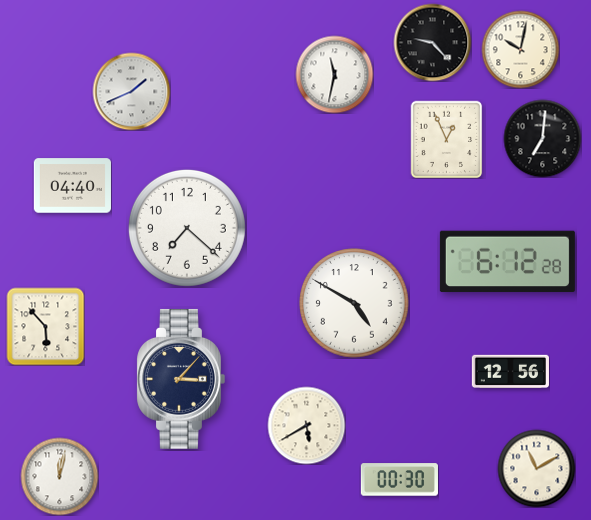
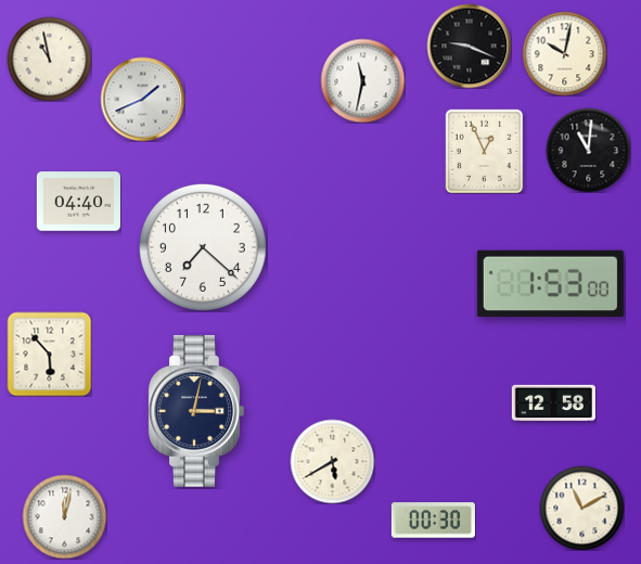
clock at (432, 42): 9:23 -> 9:19
clock at (49, 59): none -> 10:58
clock at (542, 138): 7:01 -> 11:01
clock at (507, 262): 6:12 -> 1:53
clock at (354, 303): 4:50 -> none
clock at (510, 372): 12:56 -> 12:58
clock at (181, 379): 3:07 -> 3:02
